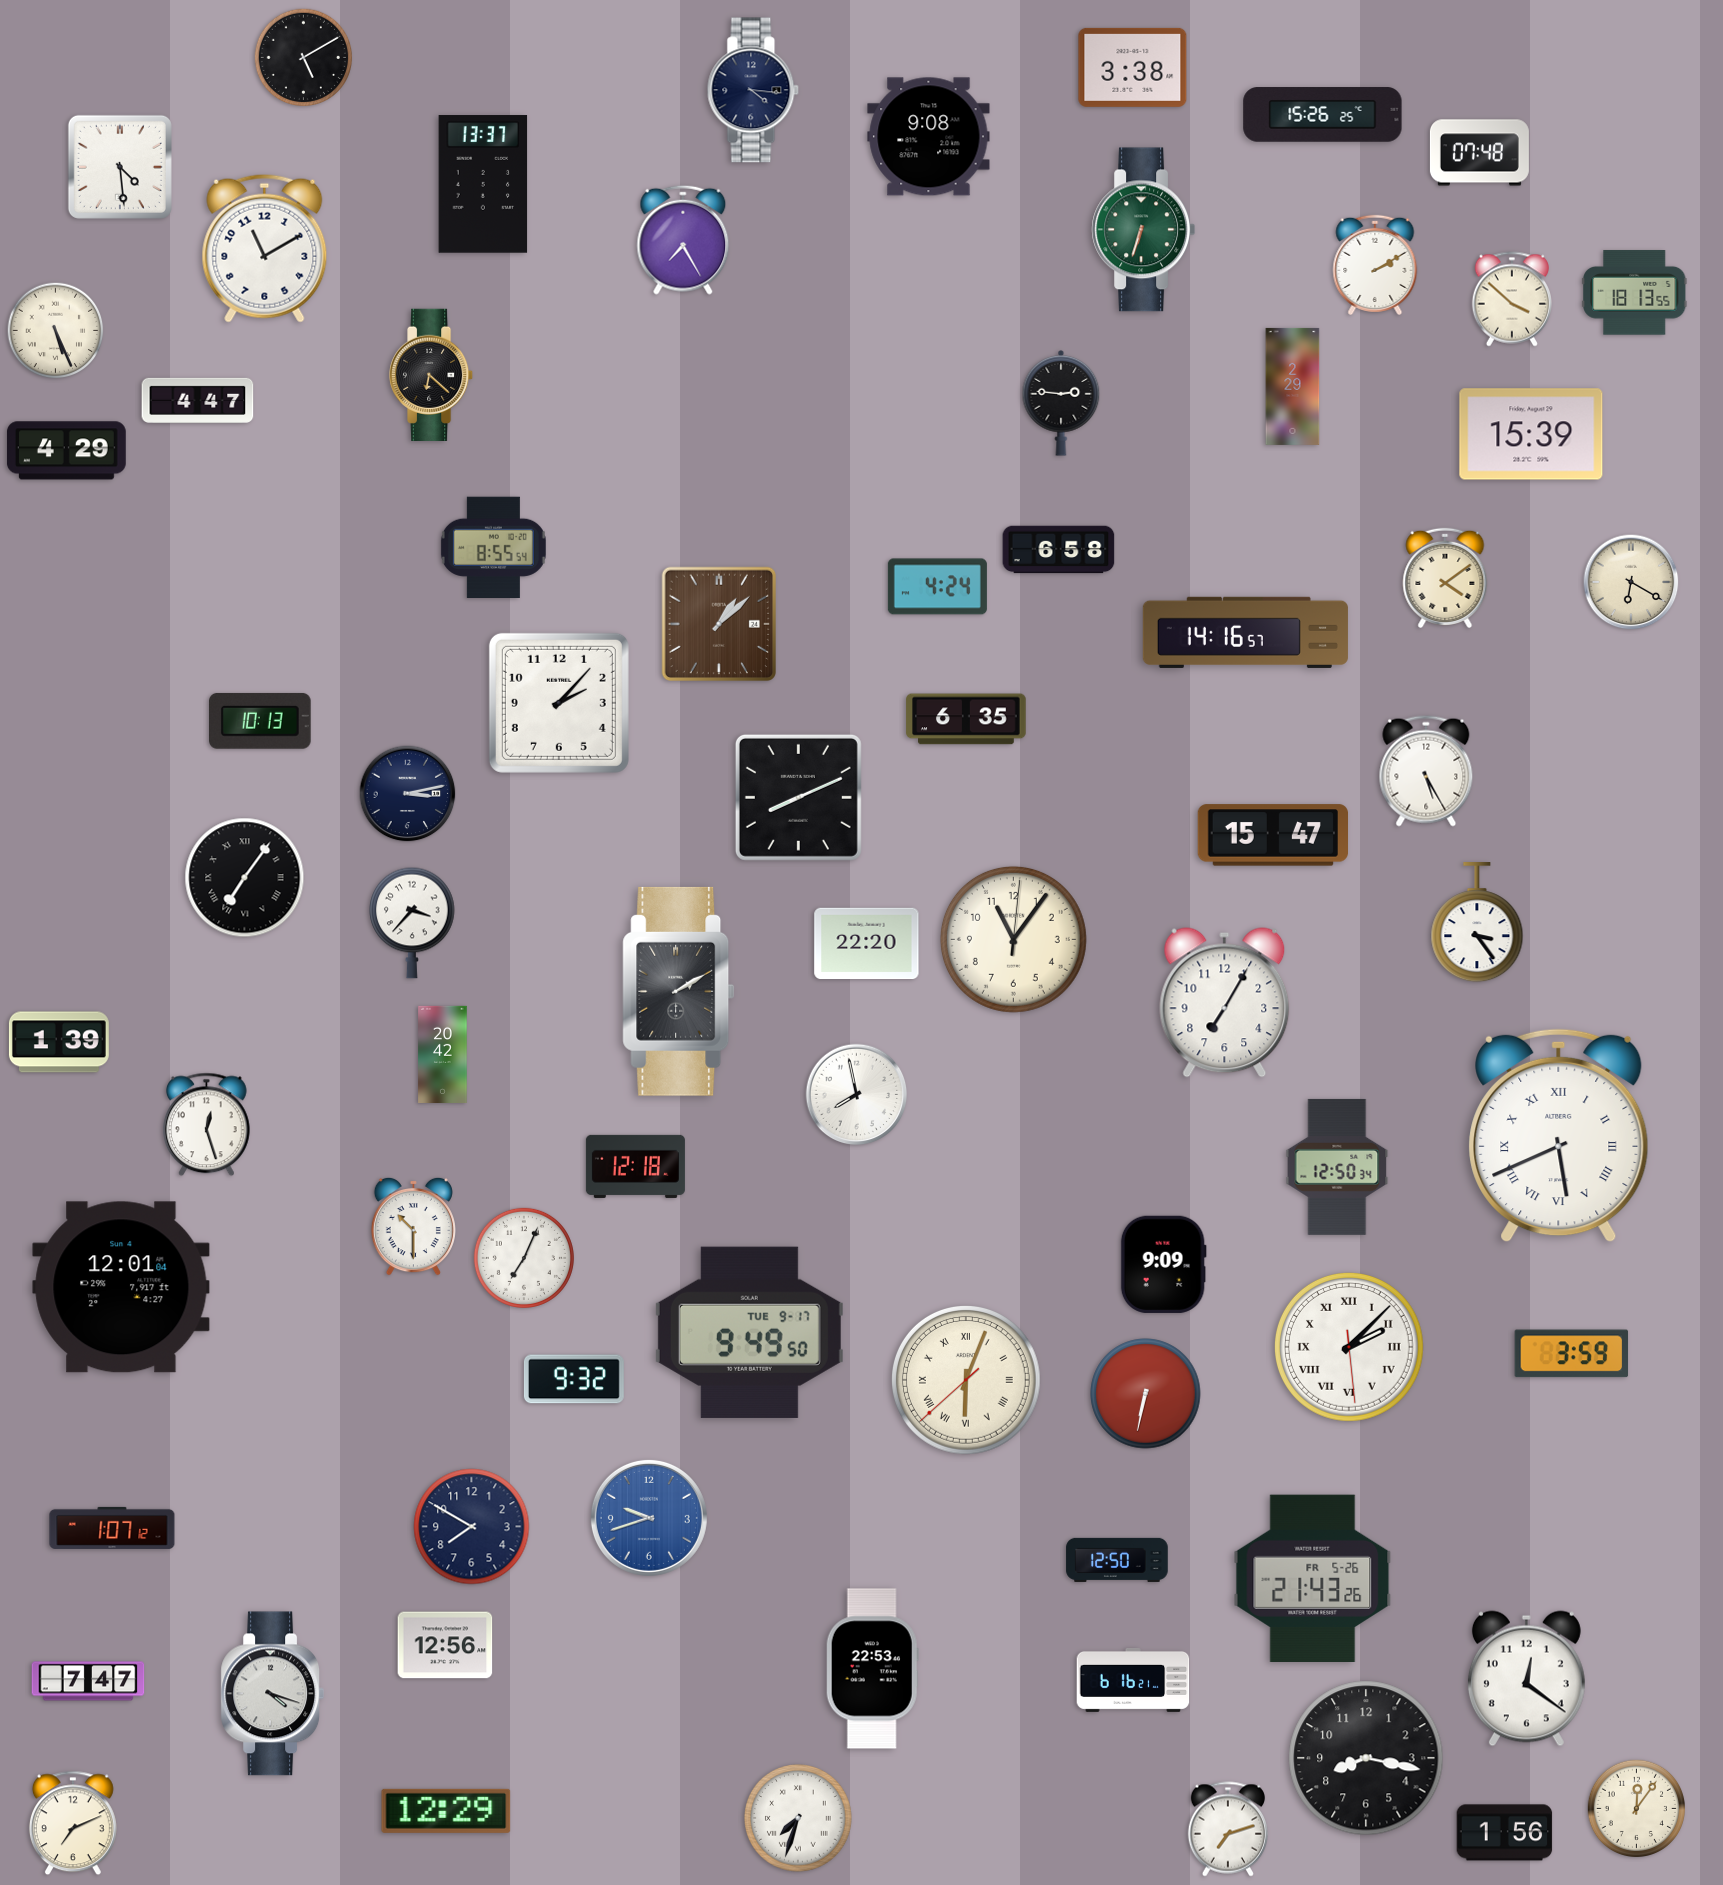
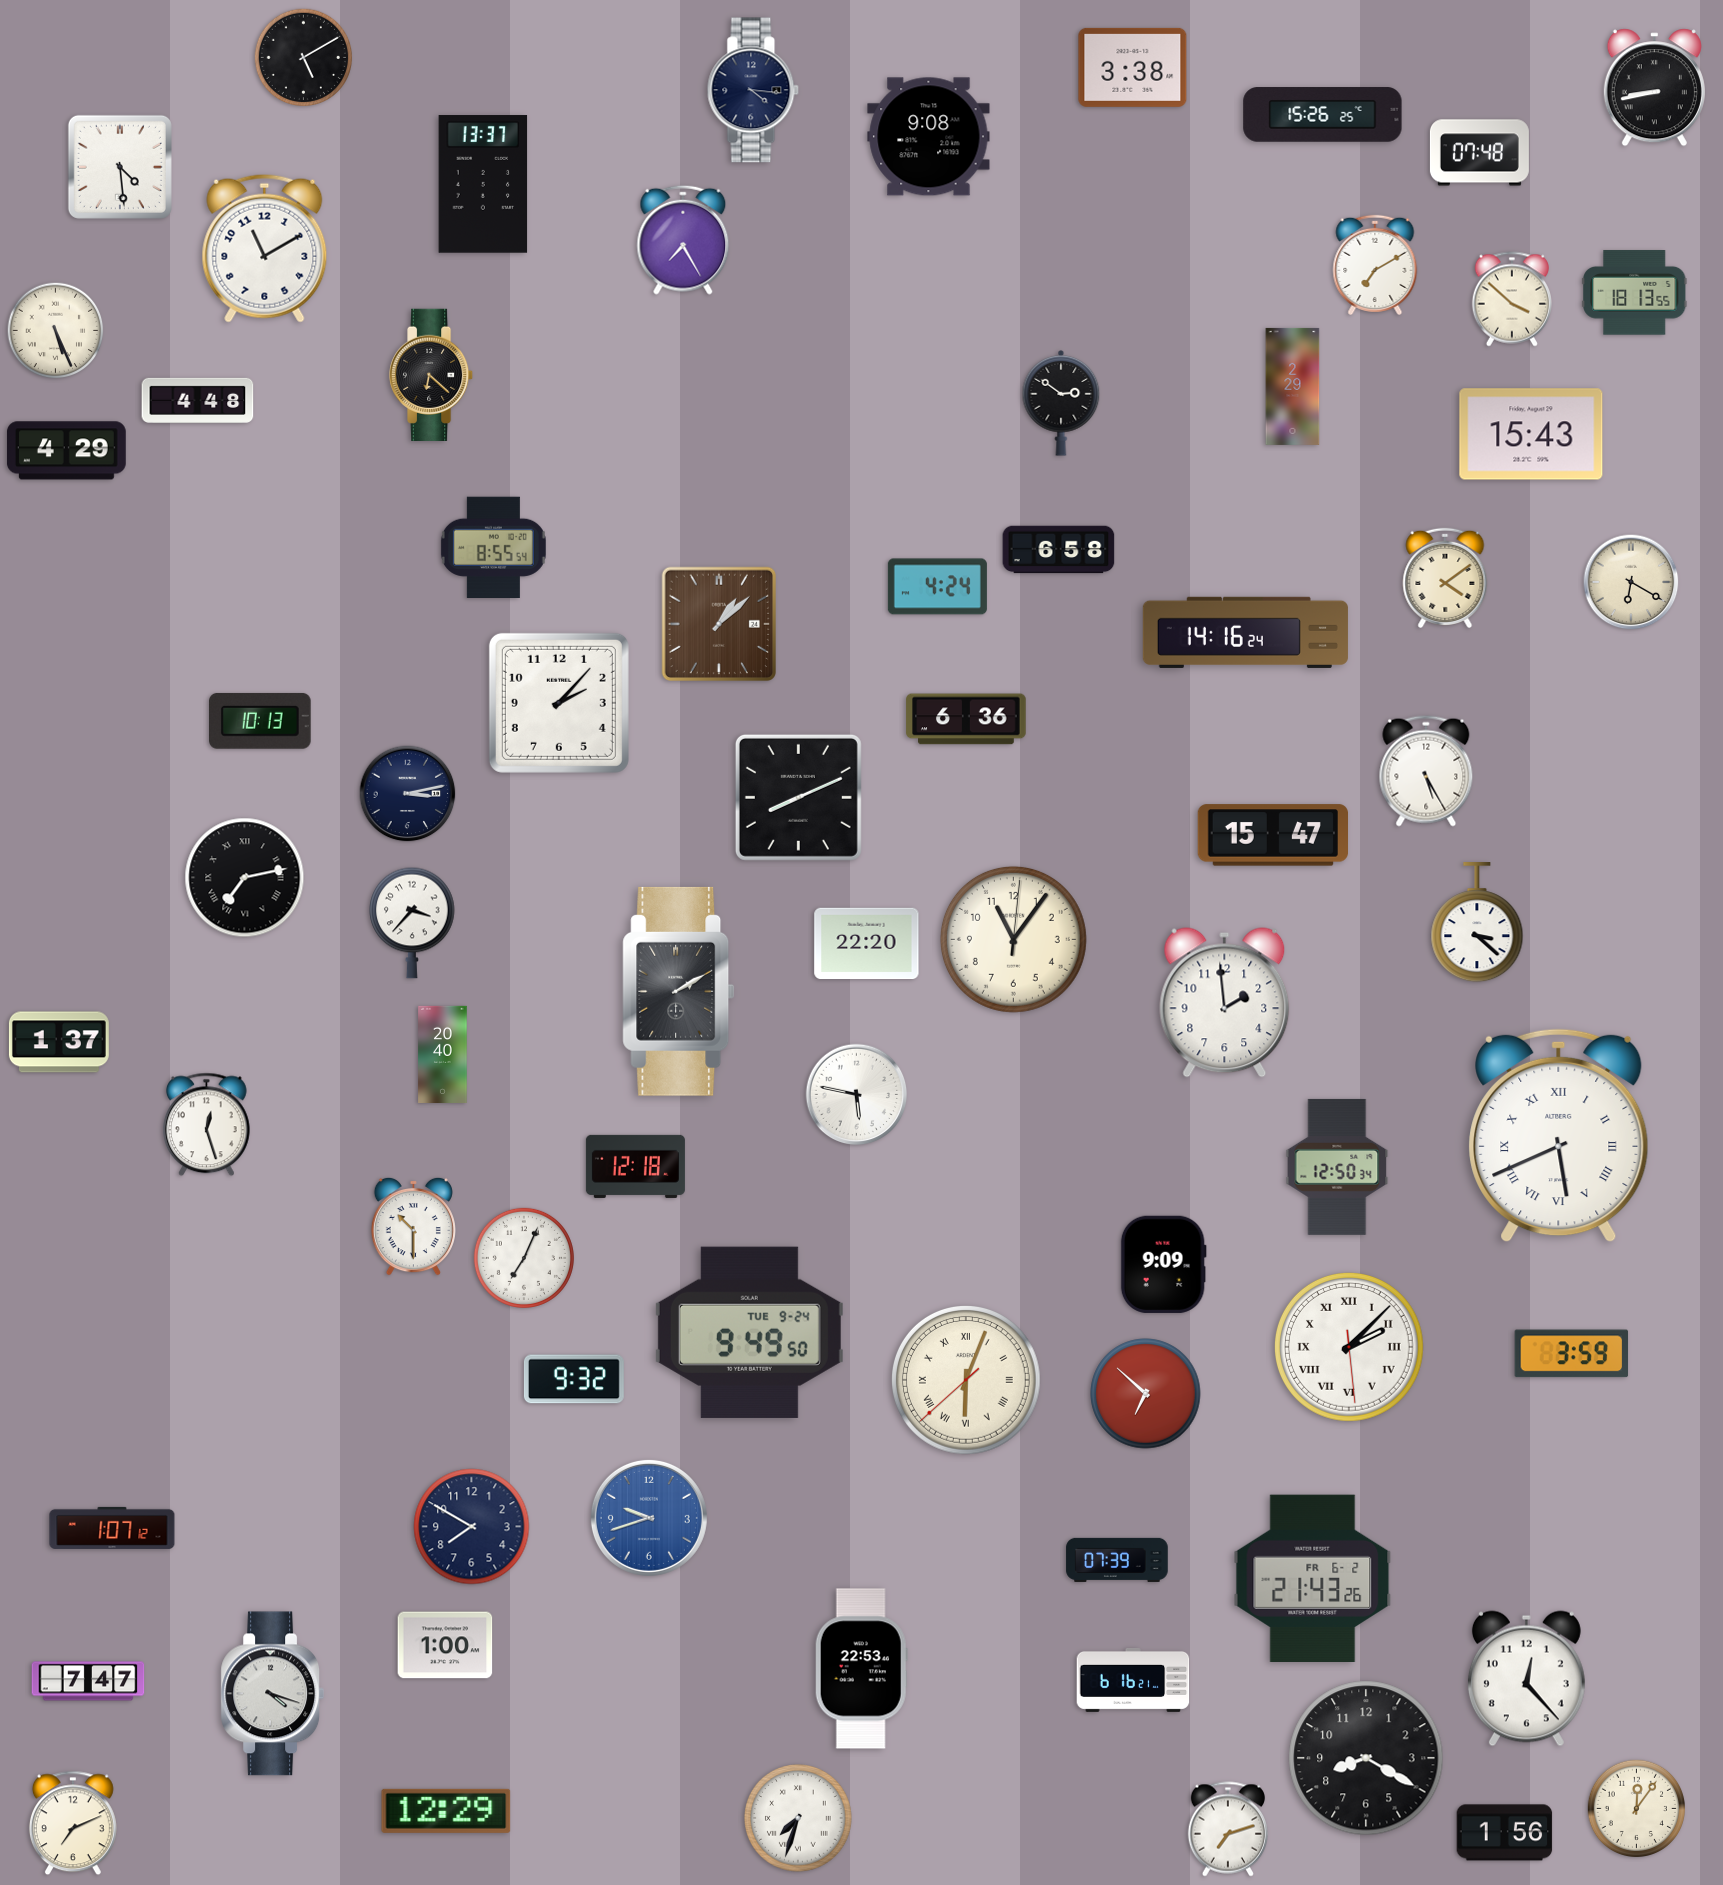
clock at (1654, 88): none -> 8:43
clock at (1144, 230): 6:33 -> none
clock at (1375, 265): 2:10 -> 7:10
clock at (198, 400): 4:47 -> 4:48
clock at (1061, 404): 2:46 -> 2:51
clock at (1531, 434): 15:39 -> 15:43
clock at (1245, 632): 14:16:57 -> 14:16:24
clock at (966, 719): 6:35 -> 6:36
clock at (245, 878): 7:06 -> 7:13
clock at (1477, 923): 3:24 -> 3:22
clock at (1225, 1003): 7:05 -> 1:59
clock at (59, 1042): 1:39 -> 1:37
clock at (443, 1054): 20:42 -> 20:40
clock at (857, 1095): 7:58 -> 5:47
clock at (121, 1287): 12:01 -> none
clock at (749, 1332) date: TUE 9-17 -> TUE 9-24
clock at (1146, 1394): 6:32 -> 6:52
clock at (1117, 1560): 12:50 -> 07:39
clock at (1313, 1578) date: FR 5-26 -> FR 6-2
clock at (445, 1645): 12:56 -> 1:00
clock at (872, 1669) position: (872, 1669) -> (861, 1669)
clock at (1526, 1679): 12:21 -> 12:23
clock at (1366, 1758): 8:17 -> 8:20
